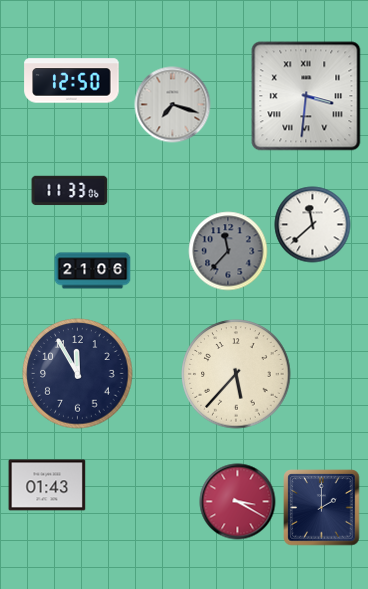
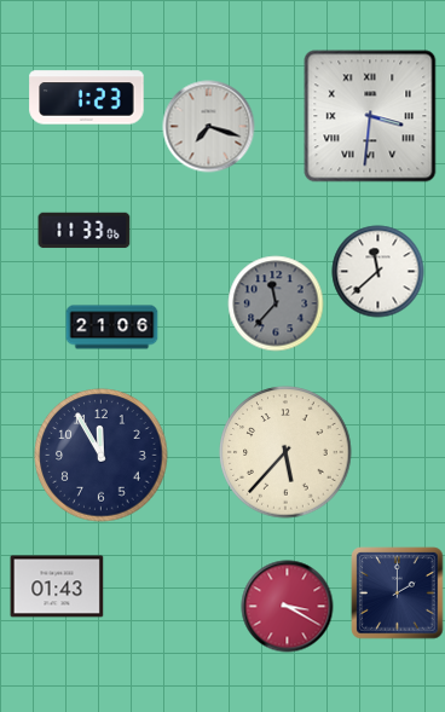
clock at (72, 81): 12:50 -> 1:23
clock at (78, 374) position: (78, 374) -> (102, 456)
clock at (322, 508) position: (322, 508) -> (398, 594)
